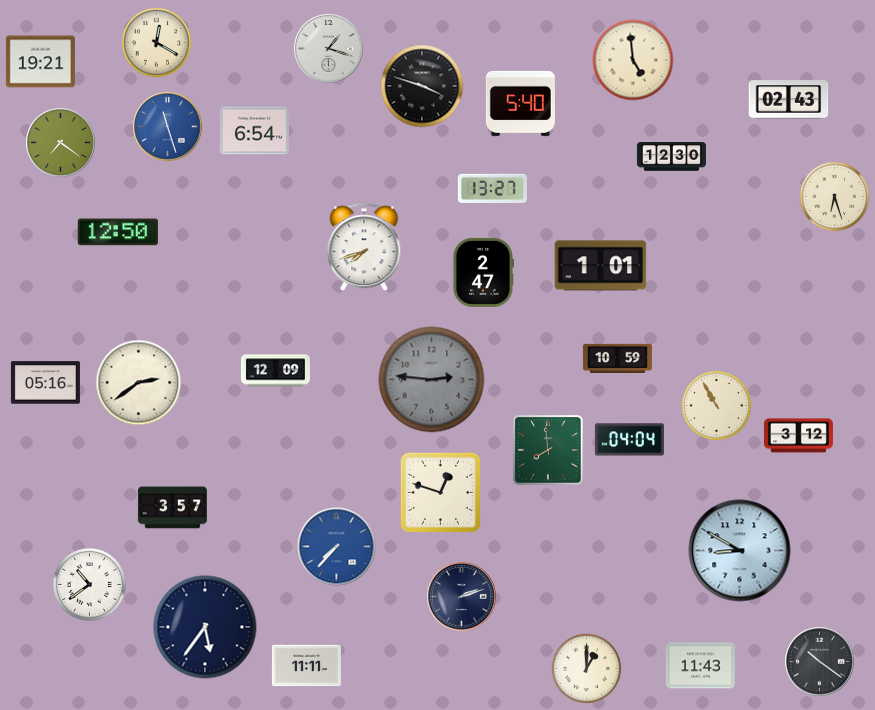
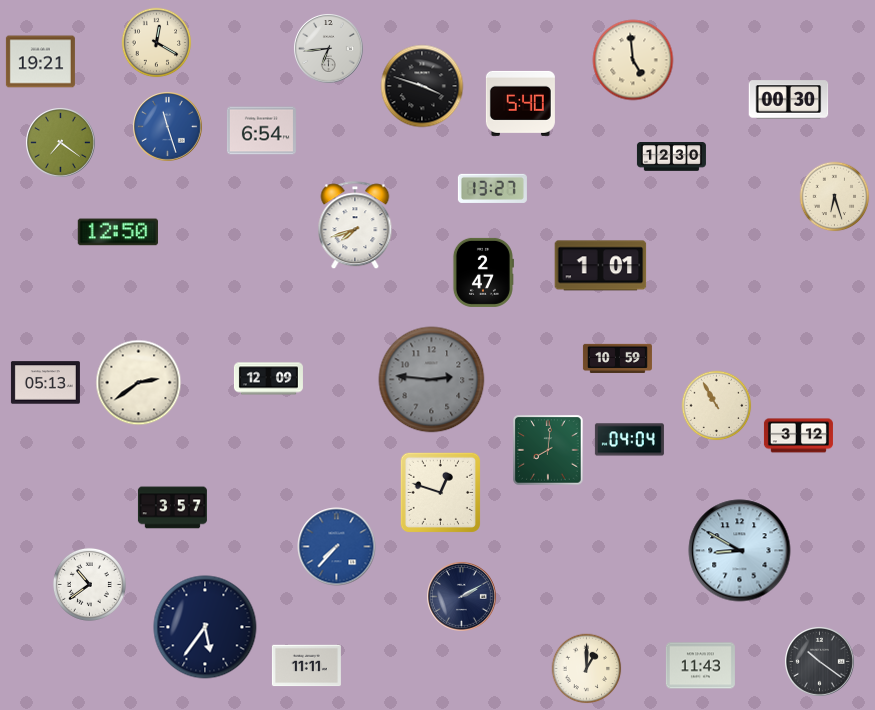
clock at (329, 49): 1:18 -> 6:44
clock at (789, 100): 02:43 -> 00:30
clock at (254, 131) position: (254, 131) -> (261, 131)
clock at (364, 248) position: (364, 248) -> (355, 226)
clock at (275, 371) position: (275, 371) -> (268, 379)
clock at (45, 383): 05:16 -> 05:13
clock at (548, 450): 7:59 -> 8:01
clock at (462, 597): 2:12 -> 2:10
